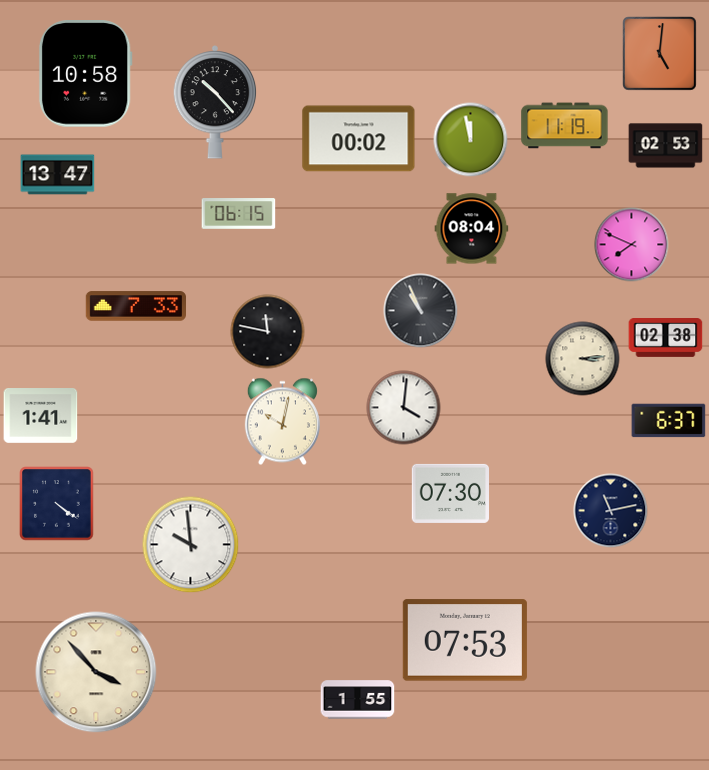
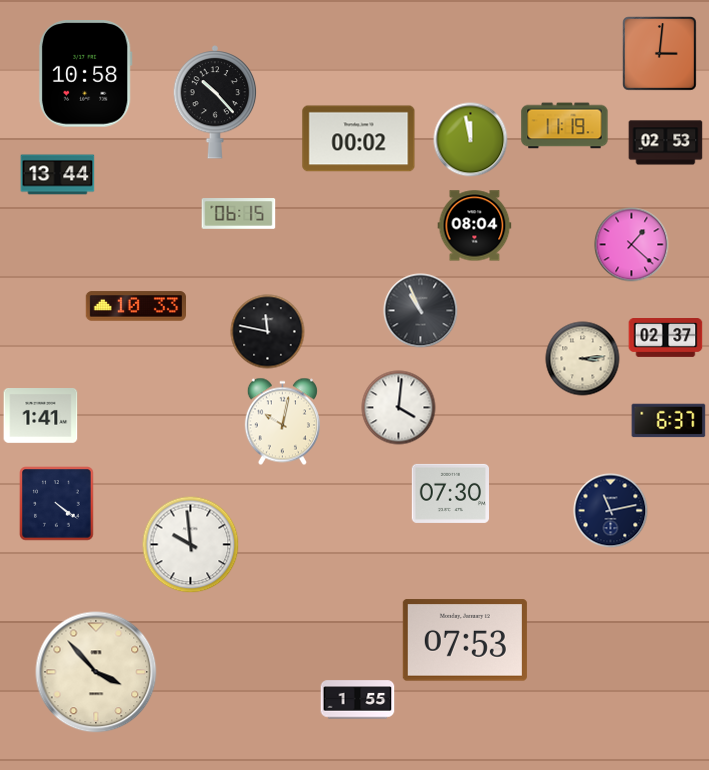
clock at (660, 54): 5:01 -> 3:01
clock at (666, 146) position: (666, 146) -> (666, 143)
clock at (58, 175): 13:47 -> 13:44
clock at (472, 229) position: (472, 229) -> (475, 226)
clock at (632, 245): 7:49 -> 1:22
clock at (136, 306): 7:33 -> 10:33
clock at (666, 338): 02:38 -> 02:37
clock at (404, 408) position: (404, 408) -> (399, 408)
